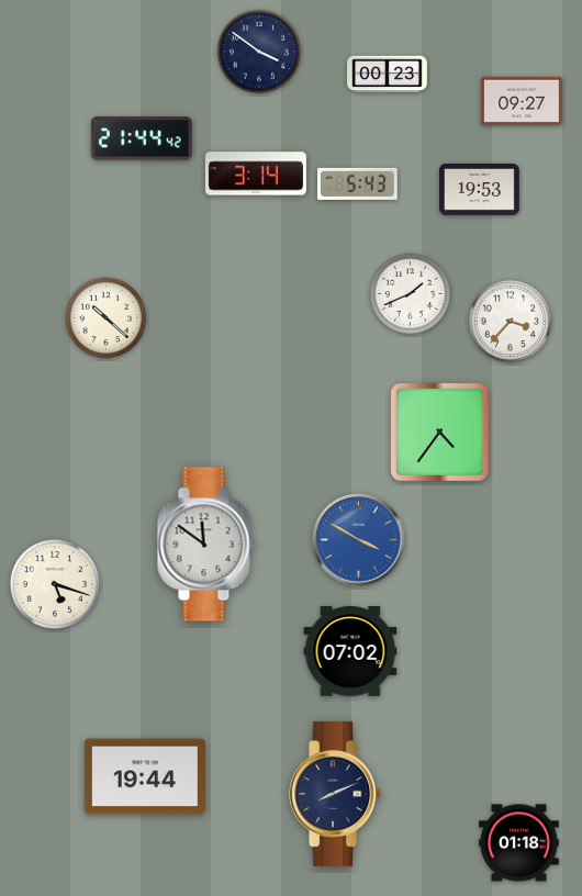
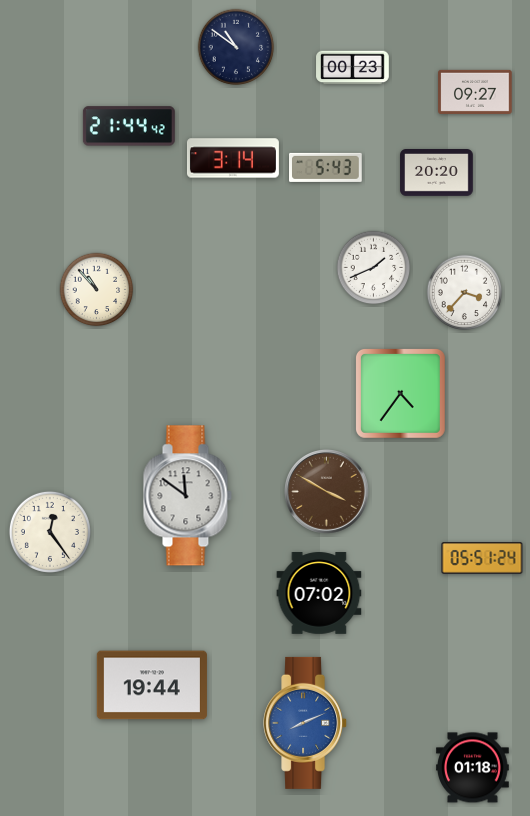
clock at (259, 52): 3:51 -> 10:51
clock at (480, 190): 19:53 -> 20:20
clock at (107, 318): 10:22 -> 10:53
clock at (359, 540) dial: blue -> brown
clock at (55, 584): 5:18 -> 12:24
clock at (482, 558): none -> 05:51
clock at (145, 776) position: (145, 776) -> (152, 685)
clock at (336, 794) dial: navy -> blue
